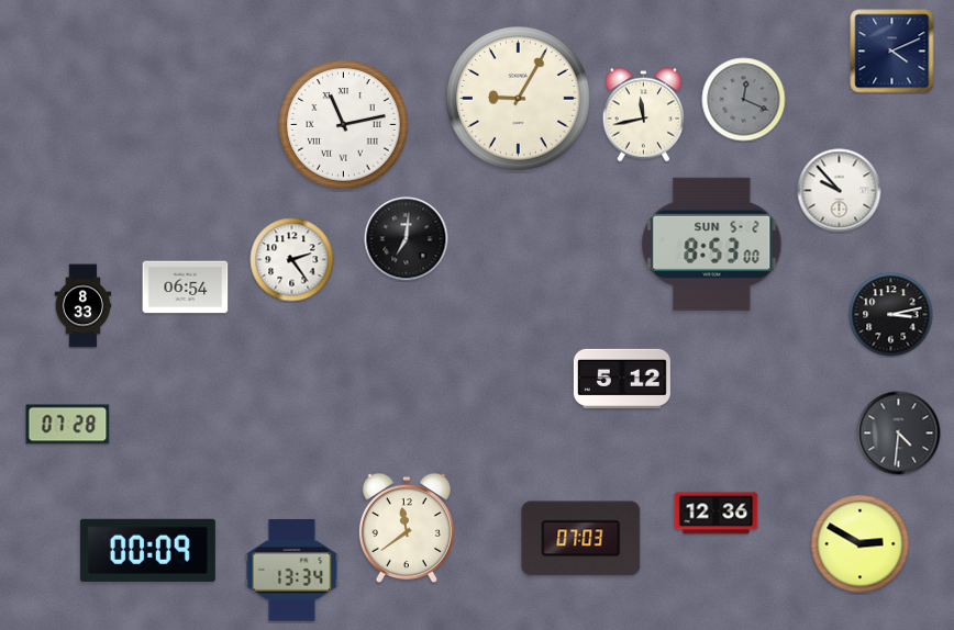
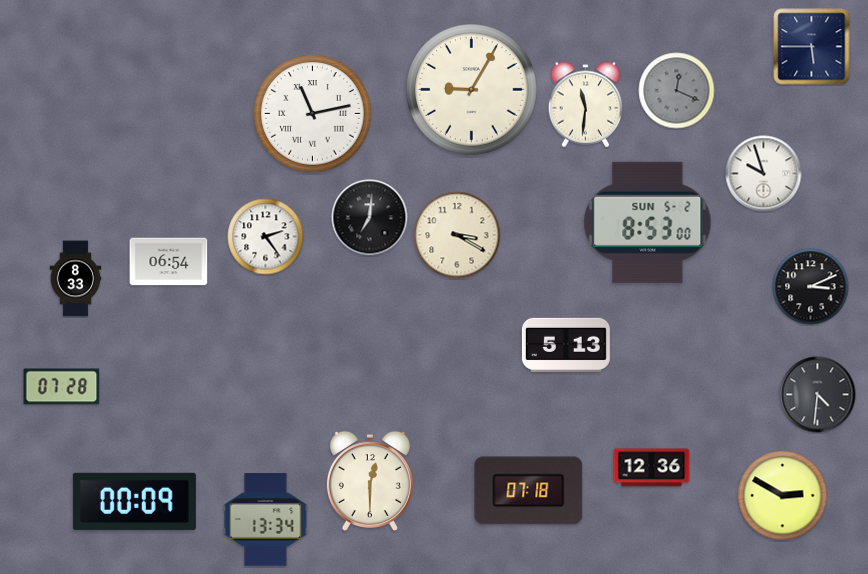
clock at (892, 52): 4:11 -> 5:45
clock at (644, 115): 11:43 -> 11:31
clock at (840, 191): 9:53 -> 9:57
clock at (457, 235): none -> 3:20
clock at (891, 315): 3:13 -> 3:11
clock at (622, 379): 5:12 -> 5:13
clock at (407, 528): 11:39 -> 12:30
clock at (581, 539): 07:03 -> 07:18
